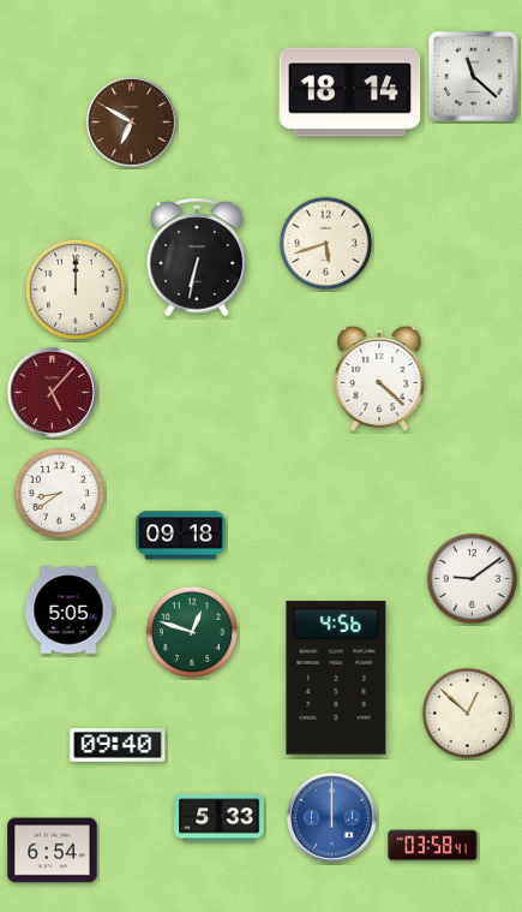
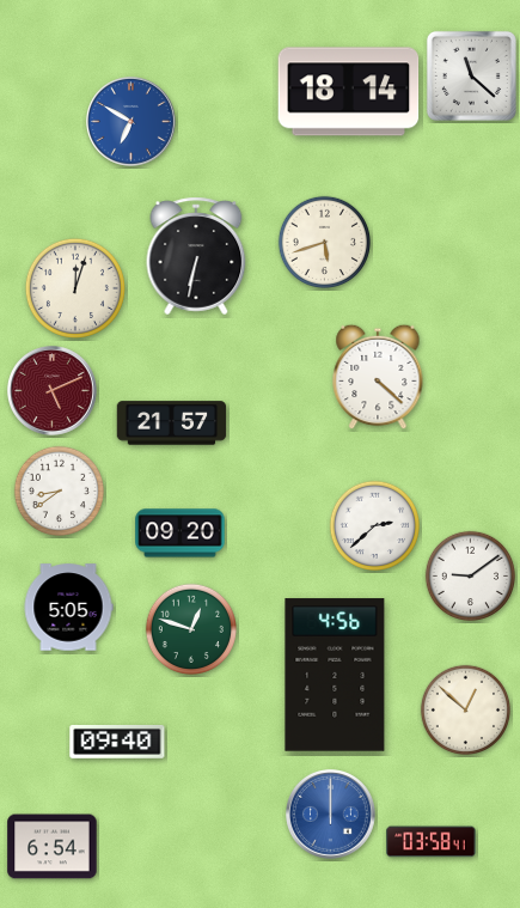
clock at (132, 123) dial: brown -> blue
clock at (76, 290): 12:00 -> 12:03
clock at (53, 393): 5:07 -> 5:11
clock at (172, 423): none -> 21:57
clock at (374, 525): none -> 2:38
clock at (181, 536): 09:18 -> 09:20
clock at (220, 818): 5:33 -> none
